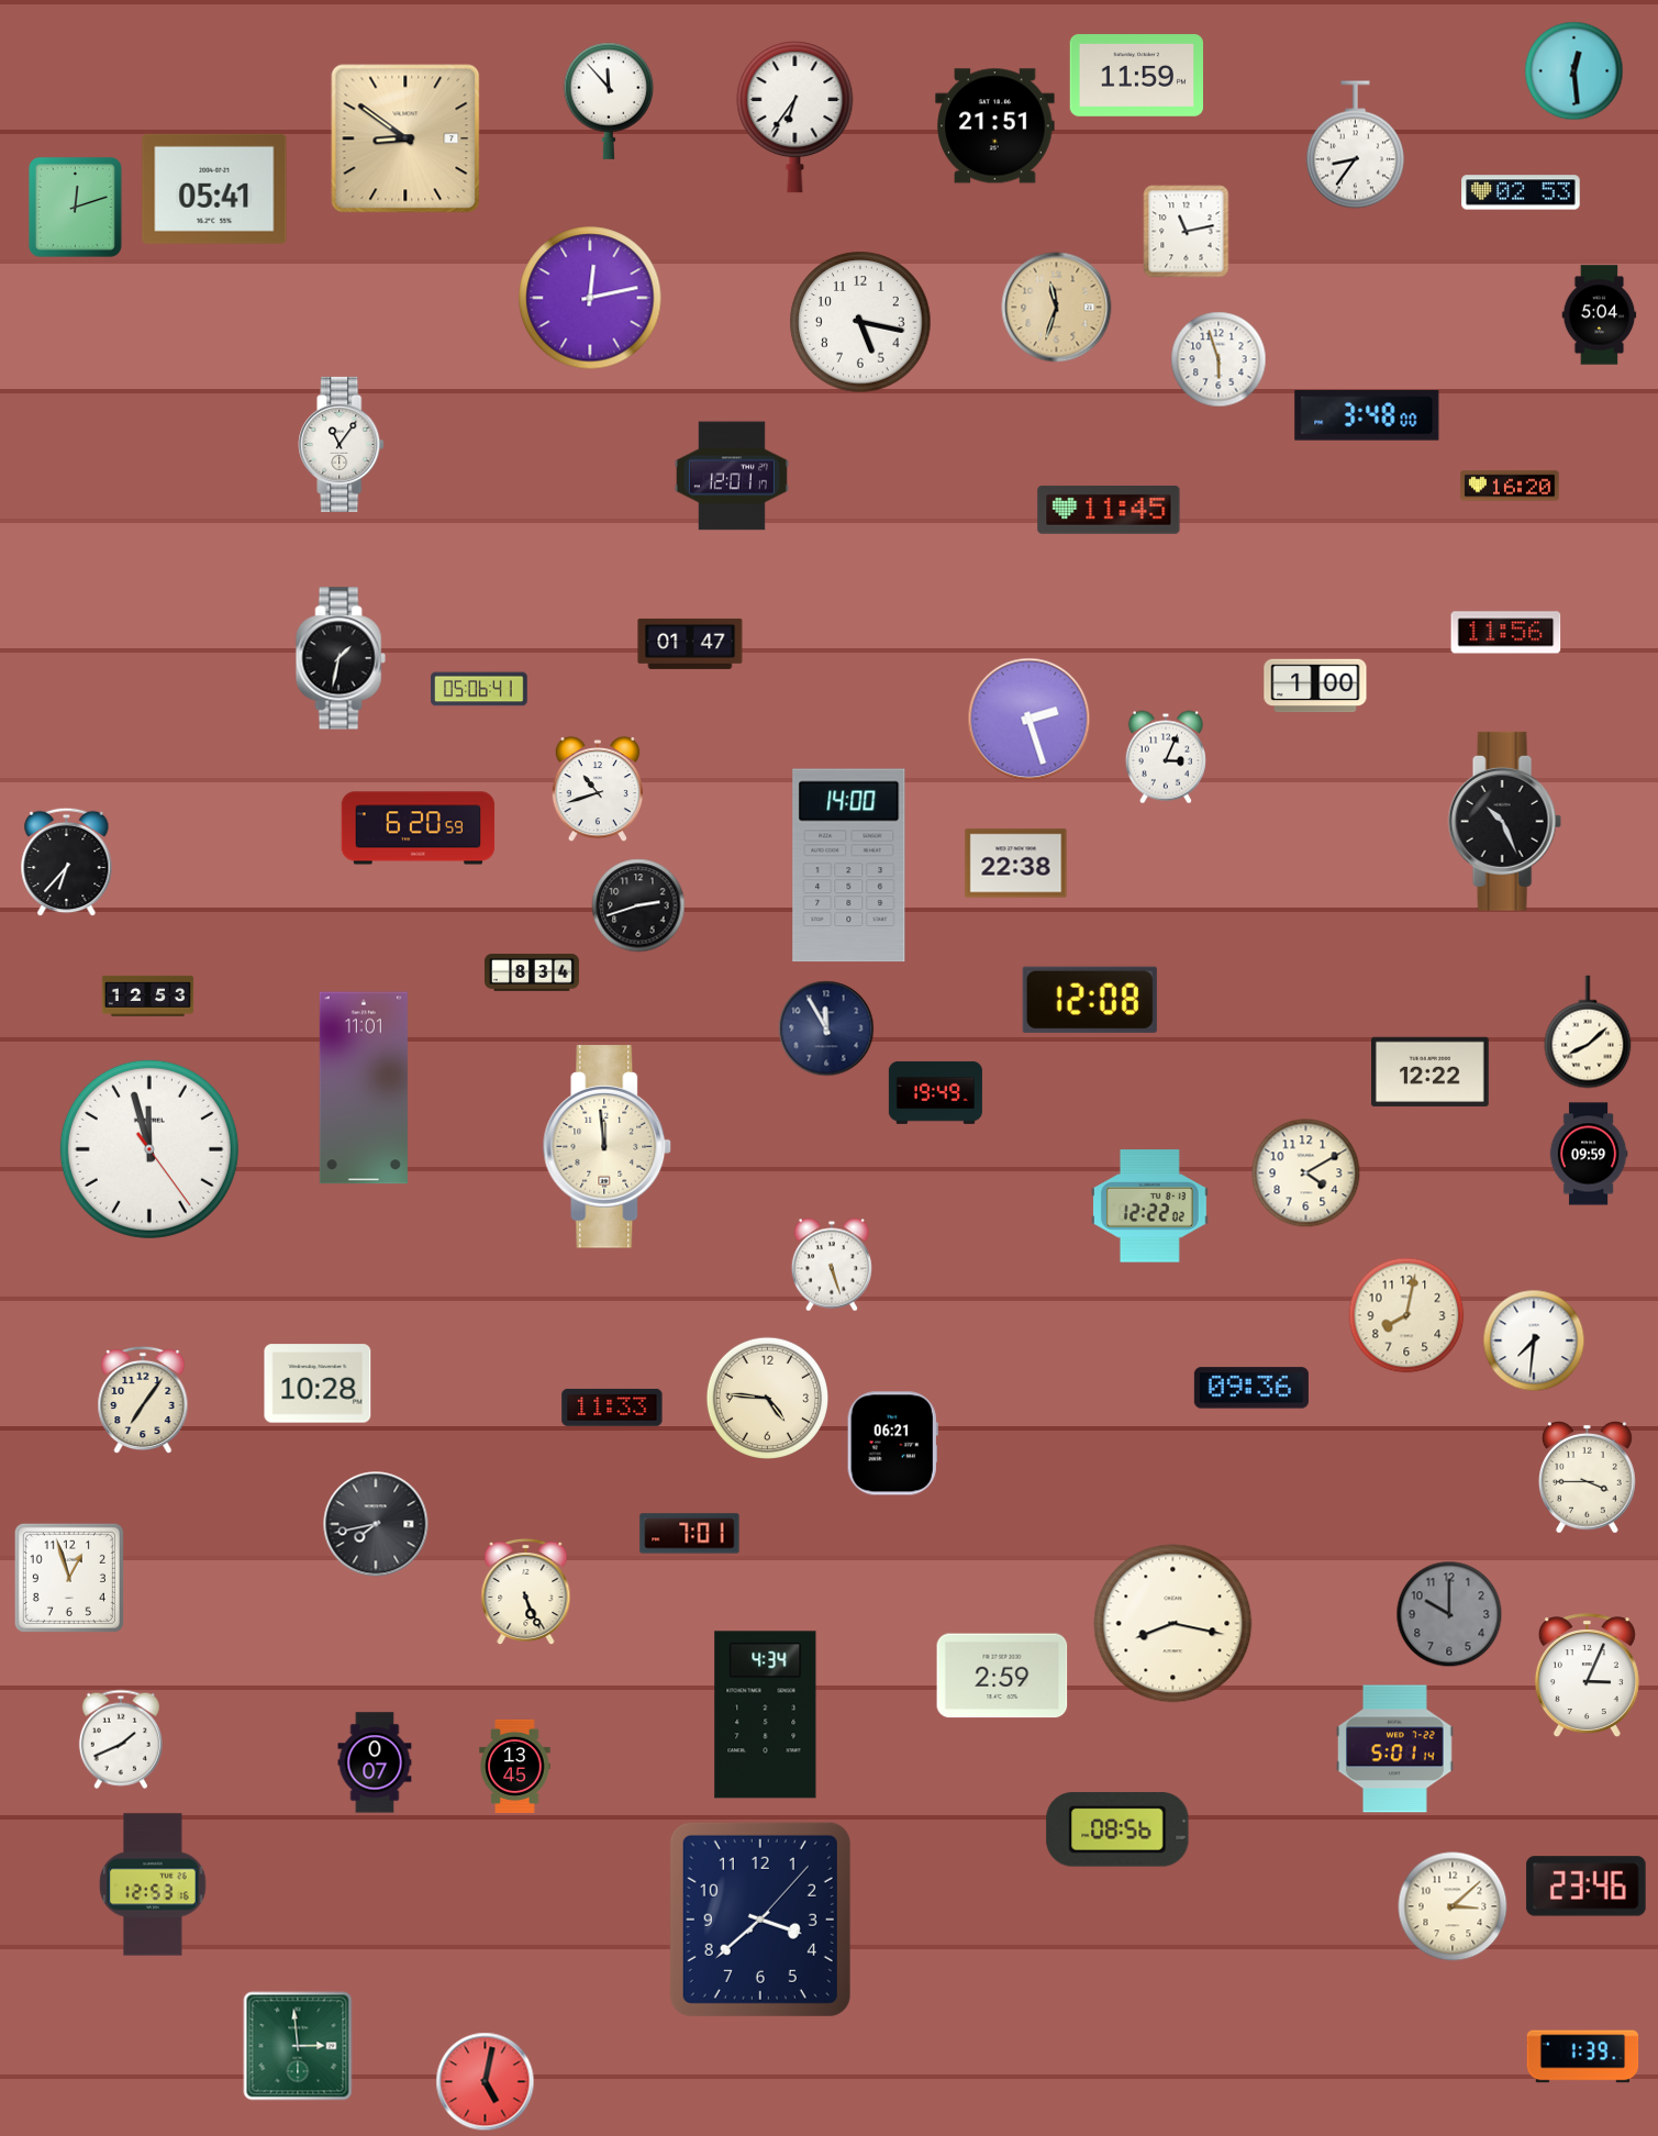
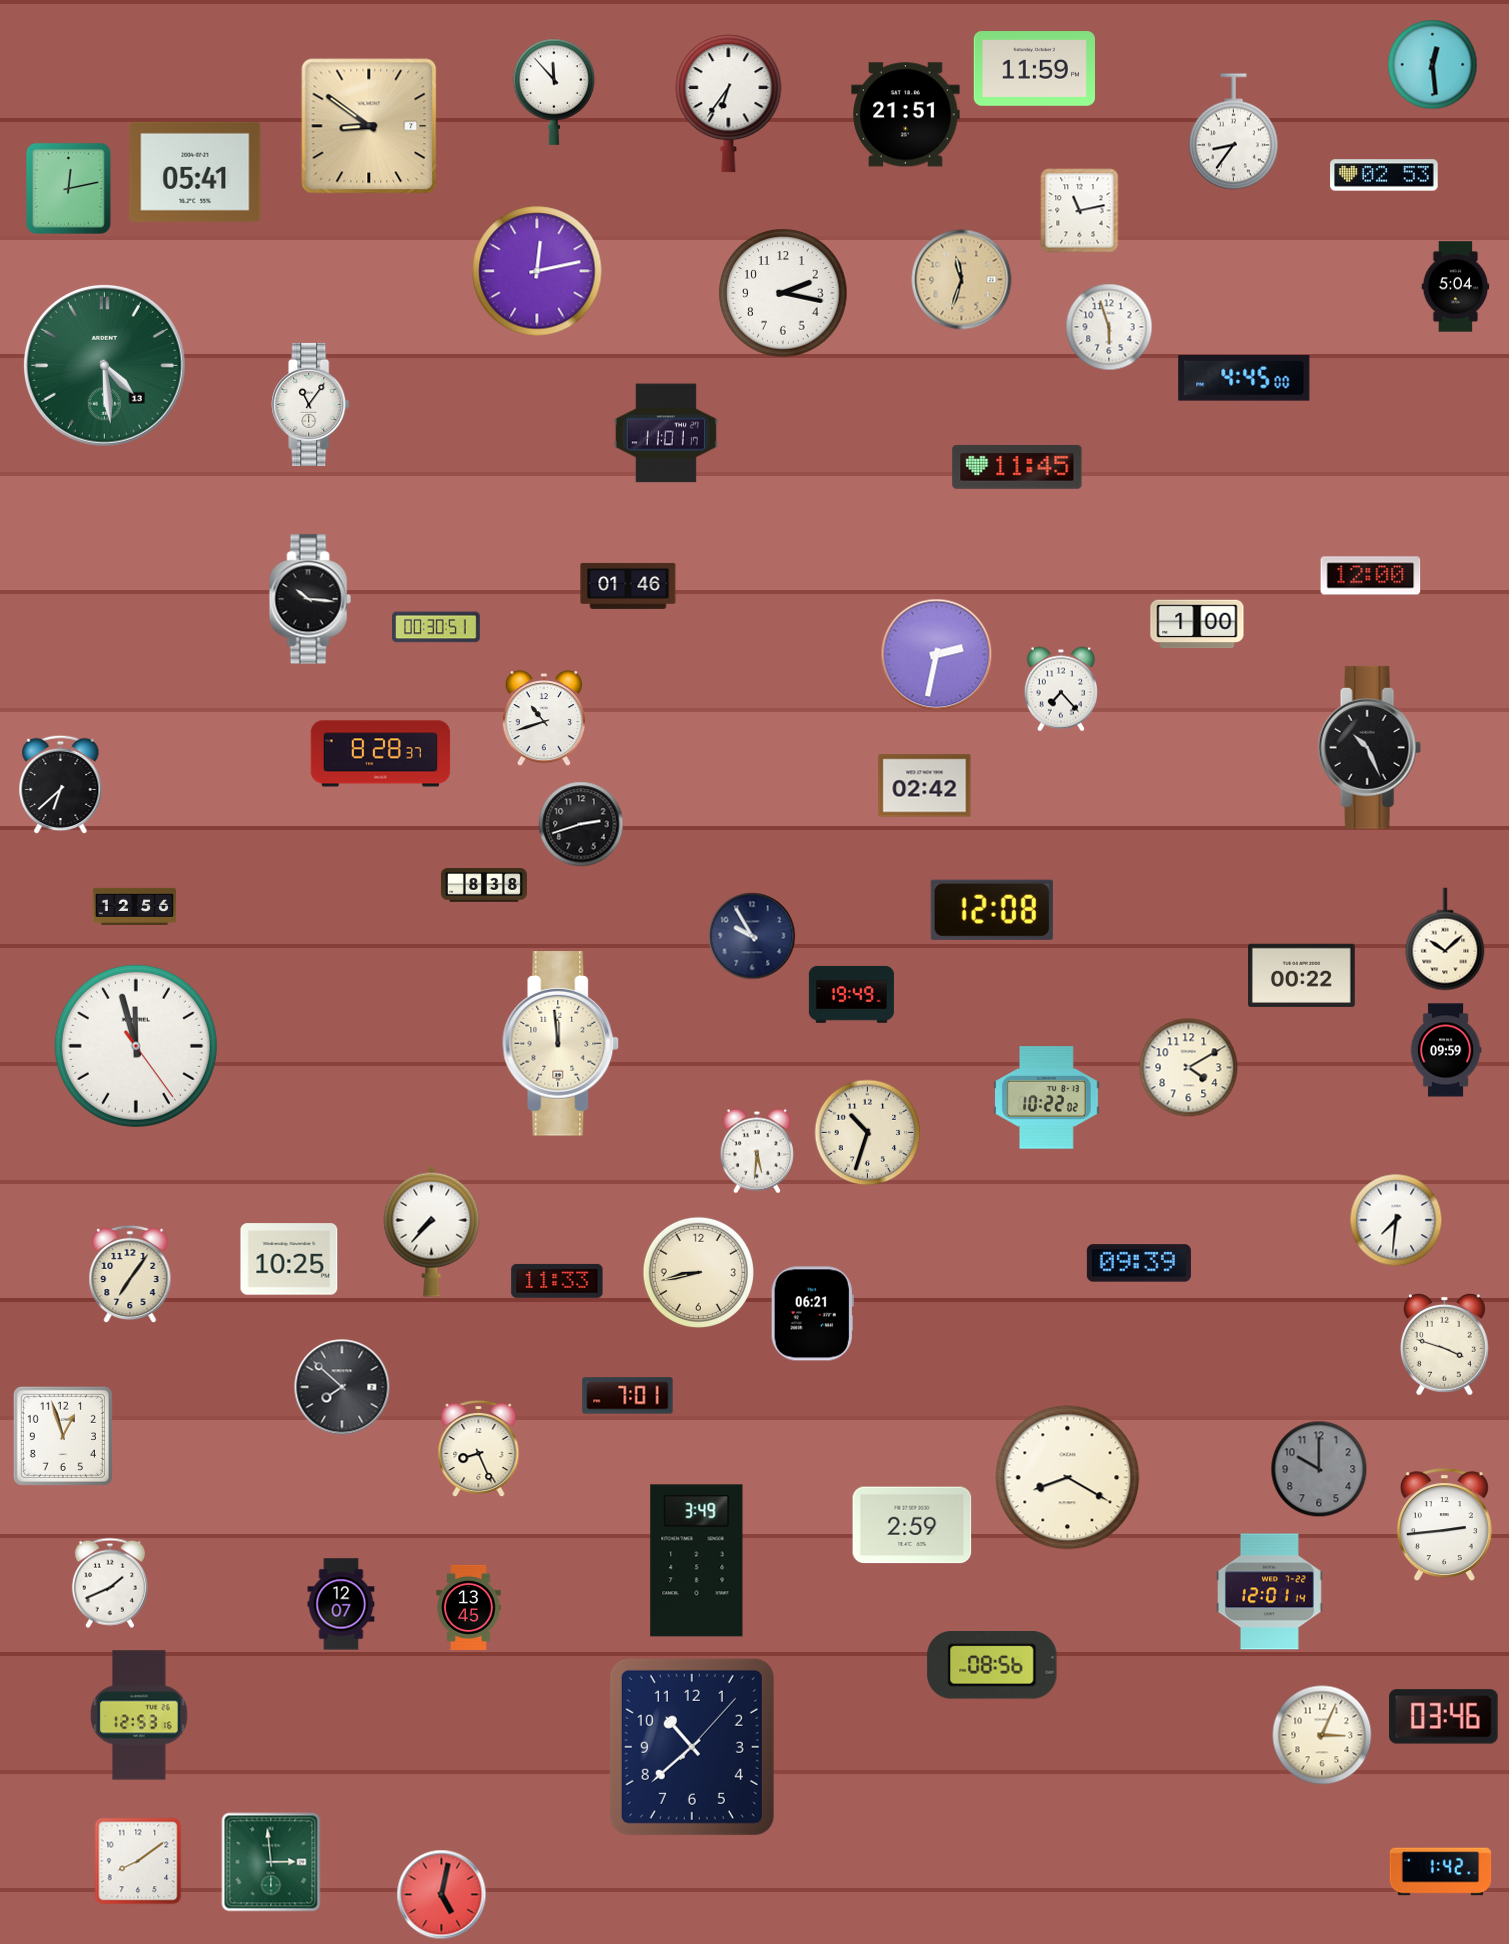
clock at (795, 118) position: (795, 118) -> (729, 104)
clock at (75, 207): 12:12 -> 12:13
clock at (860, 322): 5:17 -> 2:17
clock at (104, 365): none -> 4:29
clock at (1367, 415): 3:48 -> 4:45
clock at (732, 476): 12:01 -> 11:01
clock at (1510, 486): 16:20 -> none
clock at (1109, 510) position: (1109, 510) -> (1017, 467)
clock at (1506, 633): 11:56 -> 12:00
clock at (690, 644): 01:47 -> 01:46
clock at (341, 658): 1:32 -> 10:16
clock at (479, 689): 05:06 -> 00:30
clock at (1030, 720): 2:27 -> 2:32
clock at (1166, 757): 3:04 -> 7:23
clock at (419, 828): 6:20 -> 8:28
clock at (67, 863): 6:37 -> 6:38
clock at (1016, 864): 22:38 -> 02:42
clock at (849, 866): 14:00 -> none
clock at (532, 972): 8:34 -> 8:38
clock at (148, 995): 12:53 -> 12:56
clock at (826, 1028): 11:55 -> 9:55
clock at (1588, 1032): 8:08 -> 10:08
clock at (1431, 1071): 12:22 -> 00:22
clock at (364, 1088): 11:01 -> none
clock at (608, 1147) position: (608, 1147) -> (561, 1044)
clock at (1150, 1206): 12:22 -> 10:22
clock at (868, 1133): none -> 10:33
clock at (832, 1265): 5:27 -> 5:31
clock at (1406, 1315): 8:02 -> none
clock at (432, 1231): none -> 7:37
clock at (318, 1383): 10:28 -> 10:25
clock at (1251, 1388): 09:36 -> 09:39
clock at (767, 1398): 4:46 -> 8:43
clock at (1587, 1477): 3:45 -> 3:48
clock at (376, 1524): 7:43 -> 7:52
clock at (526, 1592): 5:26 -> 8:26
clock at (1173, 1624): 8:17 -> 8:20
clock at (1587, 1676): 3:04 -> 2:44
clock at (766, 1715): 4:34 -> 3:49
clock at (1395, 1749): 5:01 -> 12:01
clock at (375, 1762): 0:07 -> 12:07
clock at (1117, 1831) position: (1117, 1831) -> (992, 1666)
clock at (1587, 1887): 23:46 -> 03:46
clock at (1453, 1906): 3:08 -> 3:04
clock at (760, 1920): 3:38 -> 10:38
clock at (138, 1861): none -> 8:09
clock at (1583, 2057): 1:39 -> 1:42
